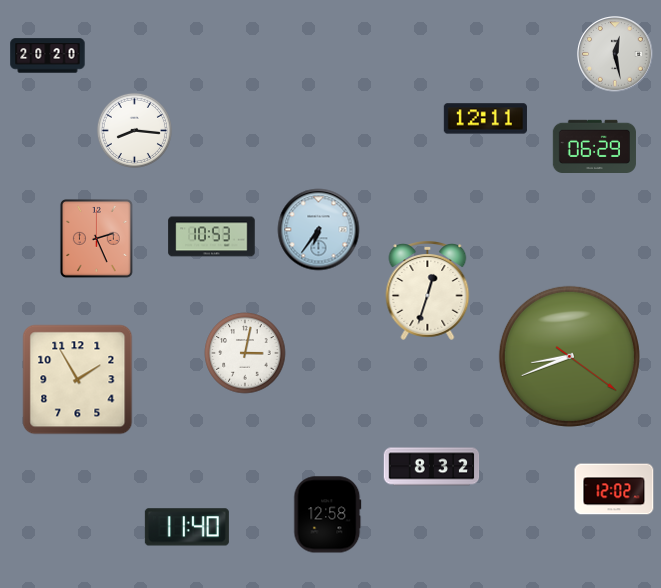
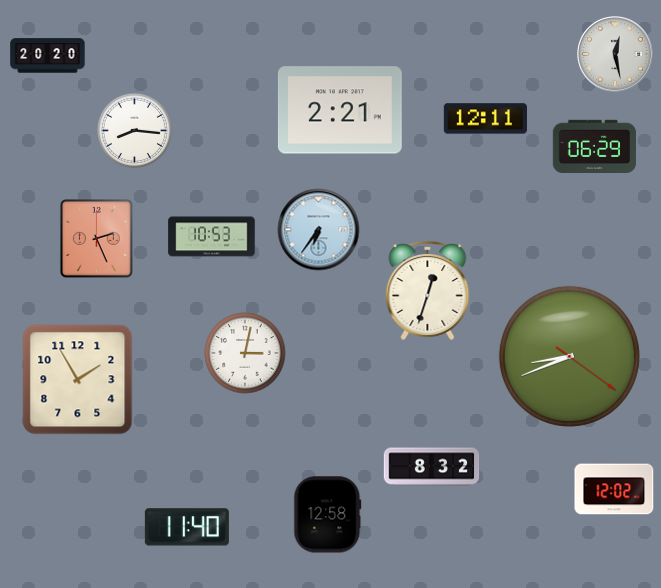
clock at (340, 110): none -> 2:21
